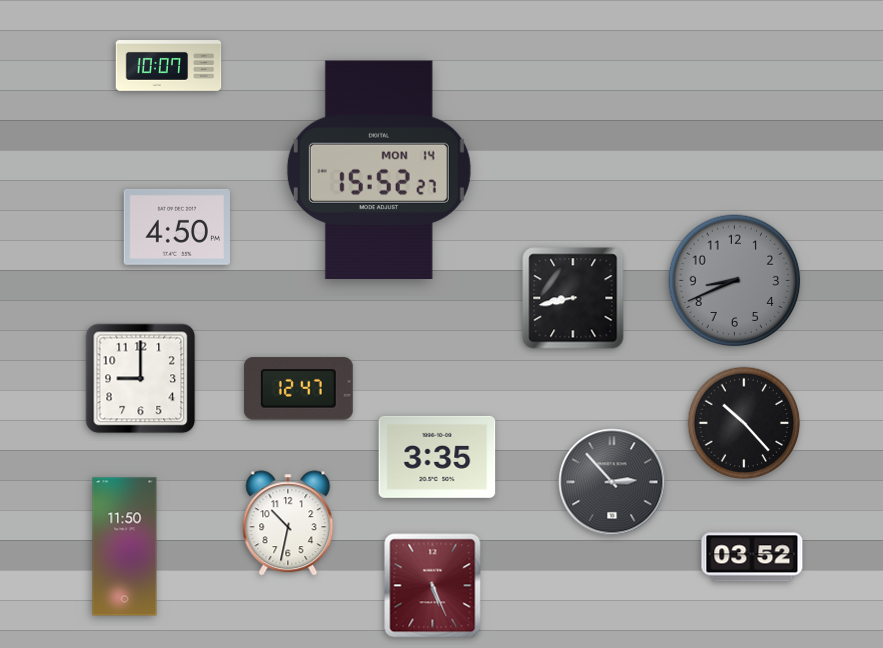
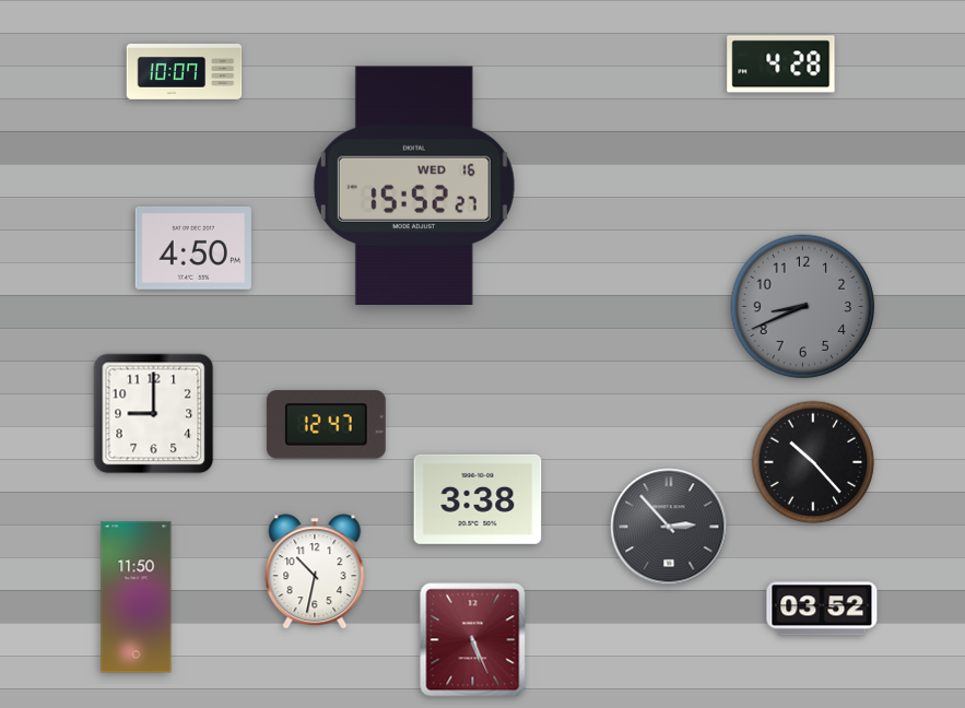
clock at (781, 64): none -> 4:28
clock at (379, 170) date: MON 14 -> WED 16
clock at (573, 298): 8:43 -> none
clock at (437, 457): 3:35 -> 3:38
